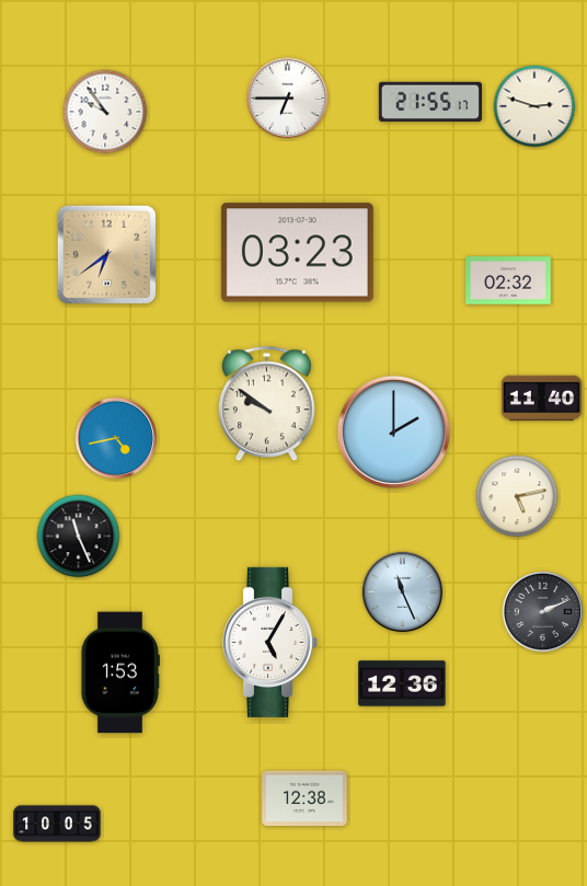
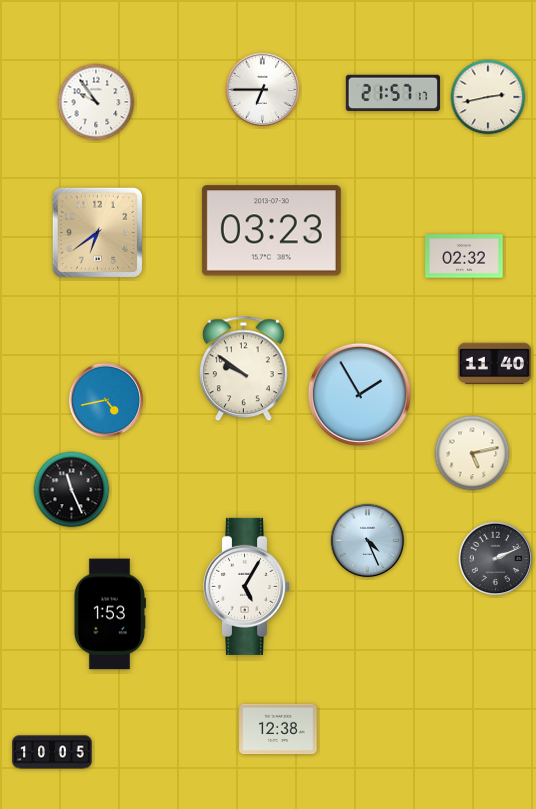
clock at (430, 102): 21:55 -> 21:57
clock at (534, 106): 2:48 -> 2:43
clock at (393, 432): 2:00 -> 1:55
clock at (403, 592): 11:26 -> 4:26
clock at (402, 683): 12:36 -> none
